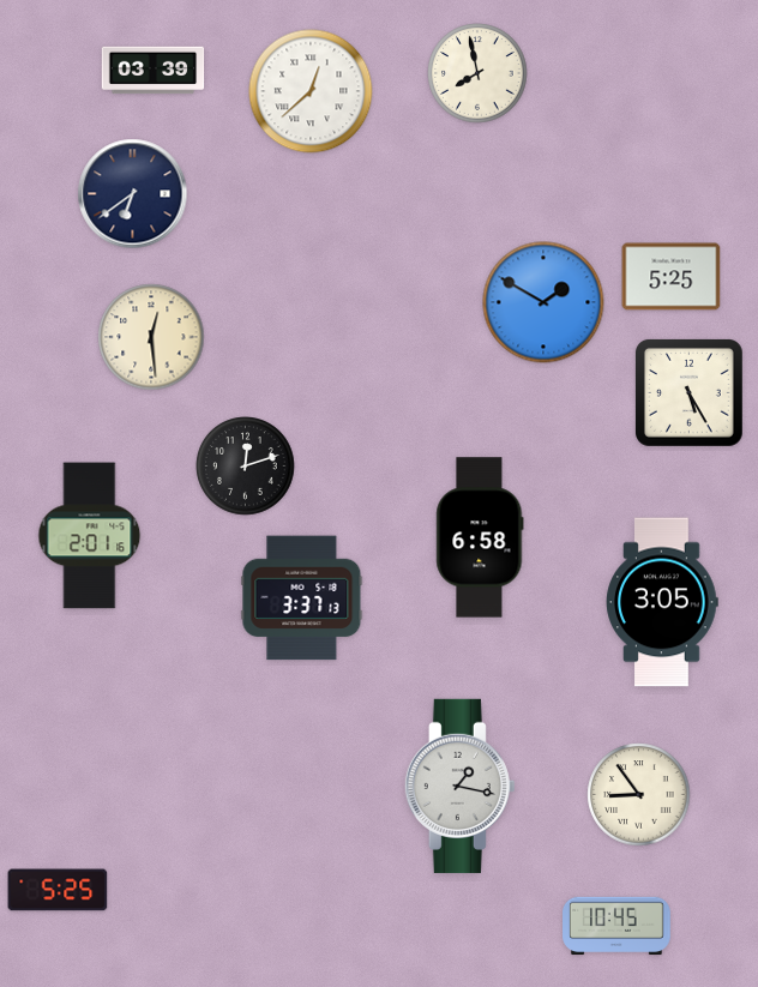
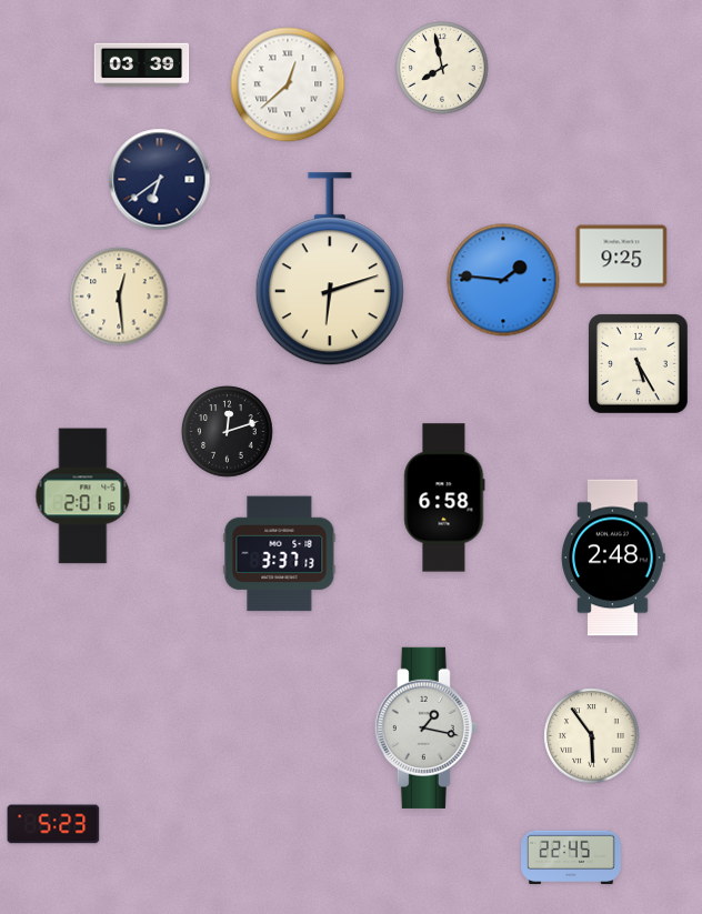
clock at (133, 194) position: (133, 194) -> (160, 180)
clock at (672, 277): 5:25 -> 9:25
clock at (330, 270): none -> 6:12
clock at (543, 302): 1:50 -> 1:46
clock at (151, 337) position: (151, 337) -> (119, 297)
clock at (662, 602): 3:05 -> 2:48
clock at (639, 795): 8:54 -> 5:54
clock at (58, 890): 5:25 -> 5:23
clock at (618, 926): 10:45 -> 22:45
